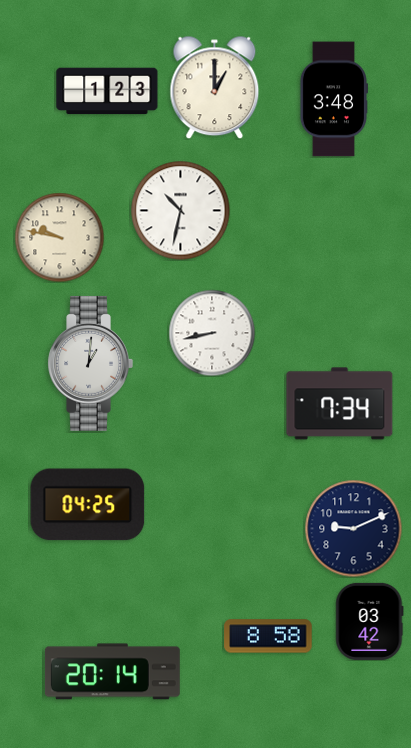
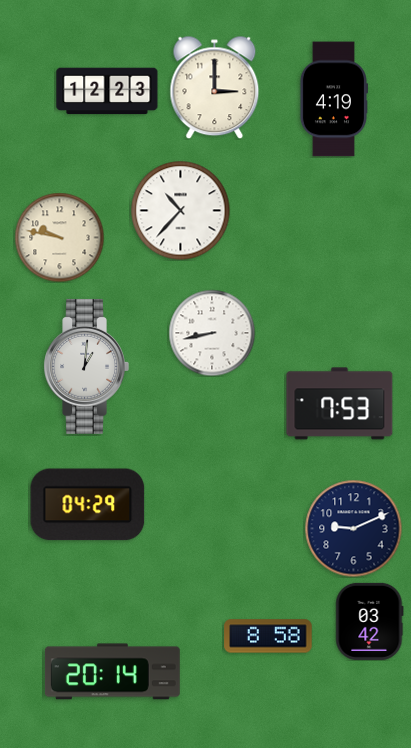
clock at (215, 87): 1:00 -> 3:00
clock at (107, 91): 1:23 -> 12:23
clock at (333, 99): 3:48 -> 4:19
clock at (181, 211): 10:32 -> 10:37
clock at (90, 363) position: (90, 363) -> (86, 366)
clock at (340, 404): 7:34 -> 7:53
clock at (88, 505): 04:25 -> 04:29
